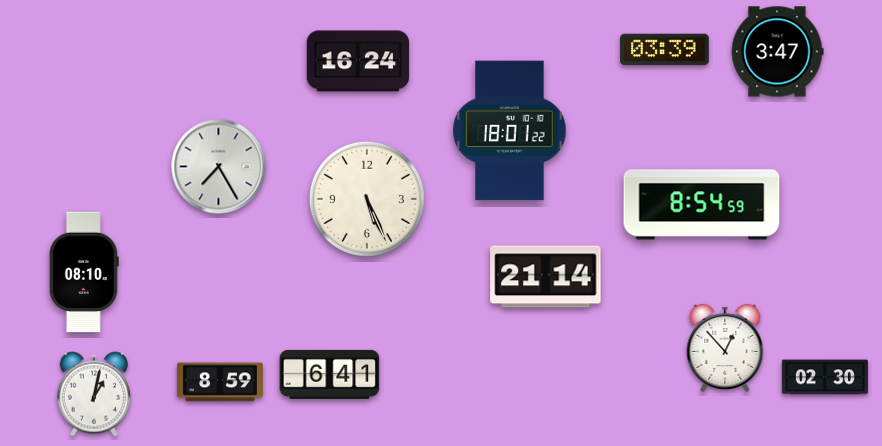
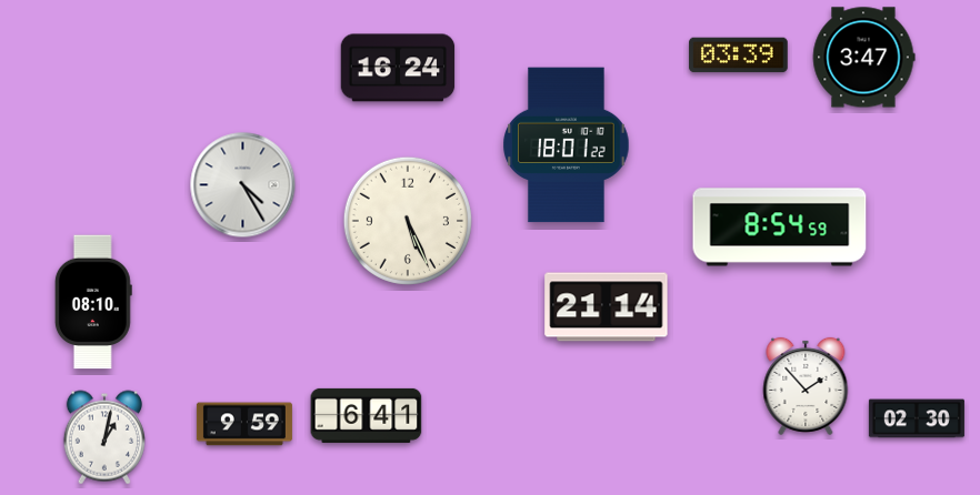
clock at (219, 167): 7:25 -> 4:25
clock at (725, 348): 12:53 -> 1:53
clock at (220, 382): 8:59 -> 9:59
